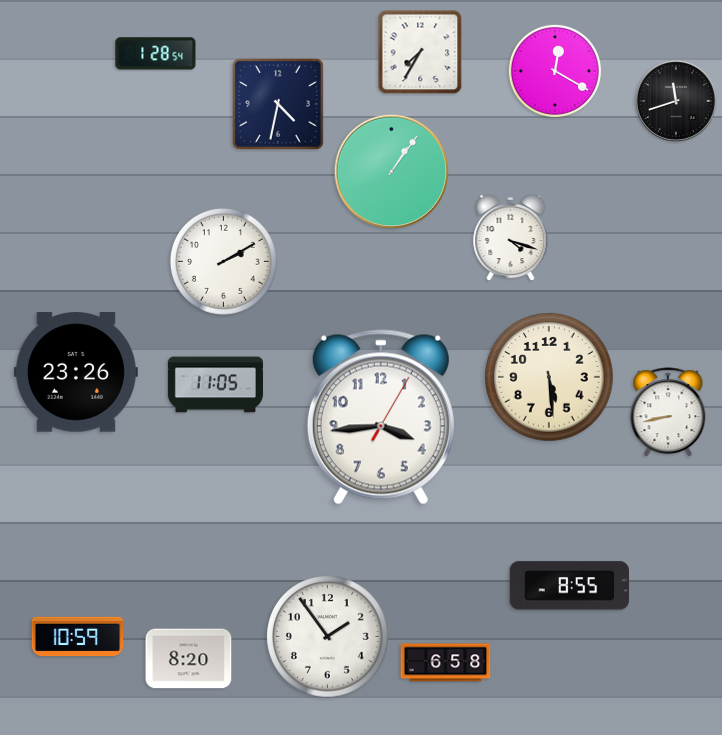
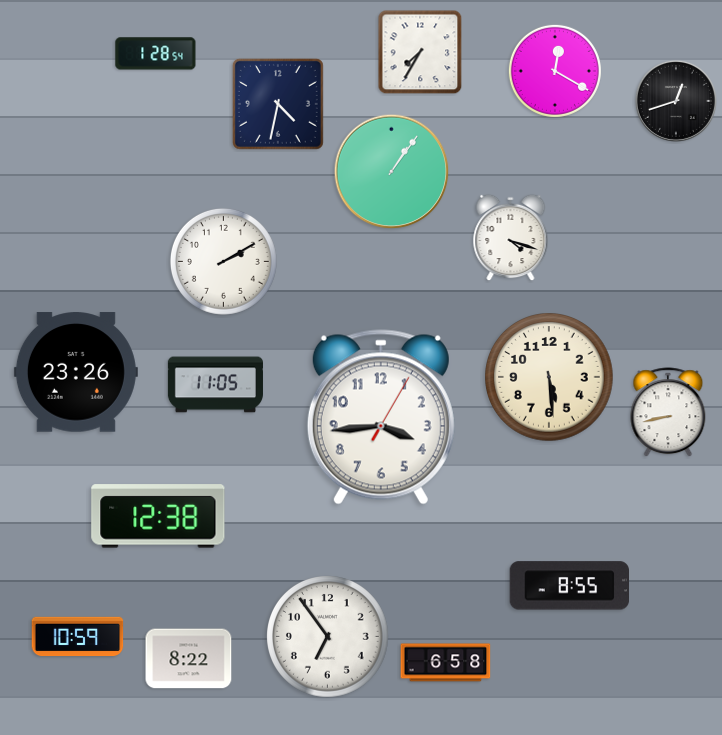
clock at (676, 101): 11:42 -> 12:42
clock at (158, 516): none -> 12:38
clock at (328, 637): 1:54 -> 6:54
clock at (189, 659): 8:20 -> 8:22
